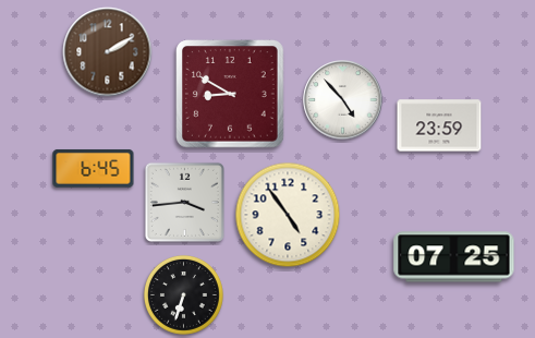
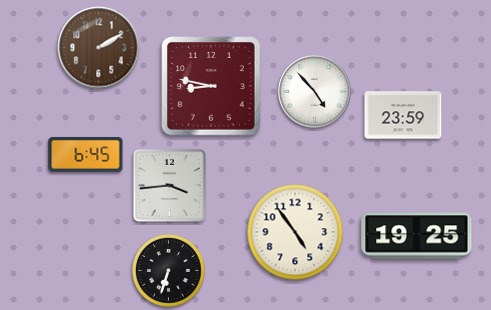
clock at (230, 94): 8:50 -> 8:47
clock at (288, 215) position: (288, 215) -> (295, 232)
clock at (454, 257): 07:25 -> 19:25
